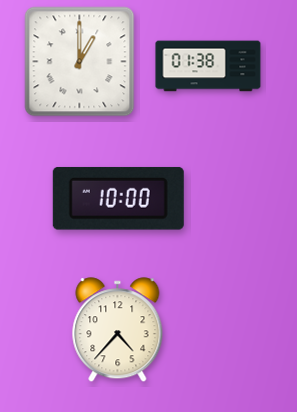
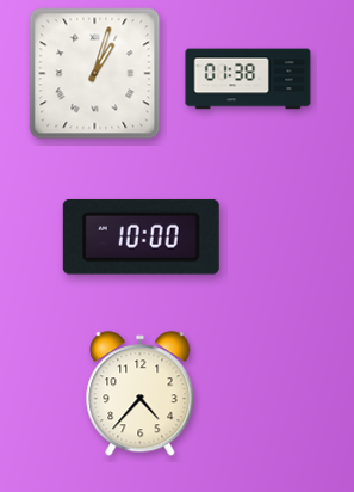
clock at (80, 62): 1:00 -> 1:03
